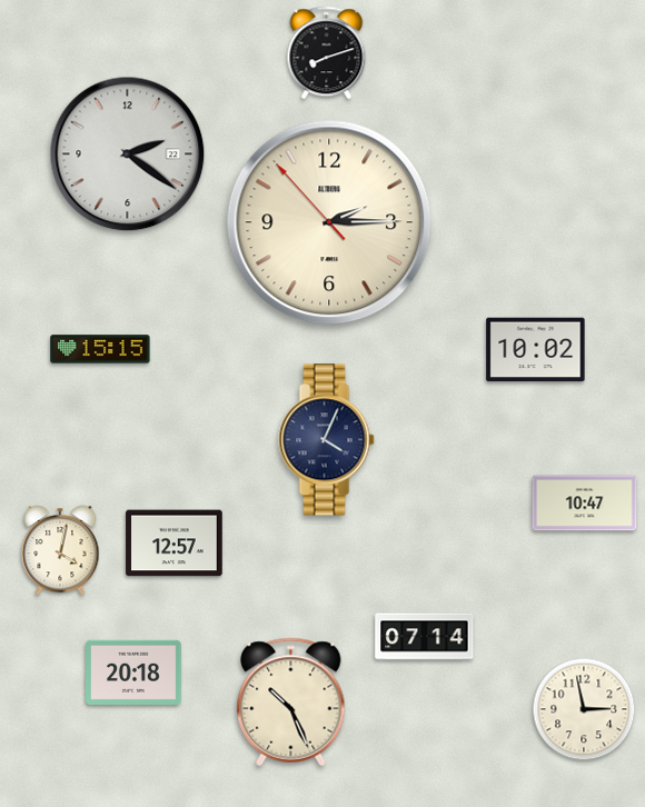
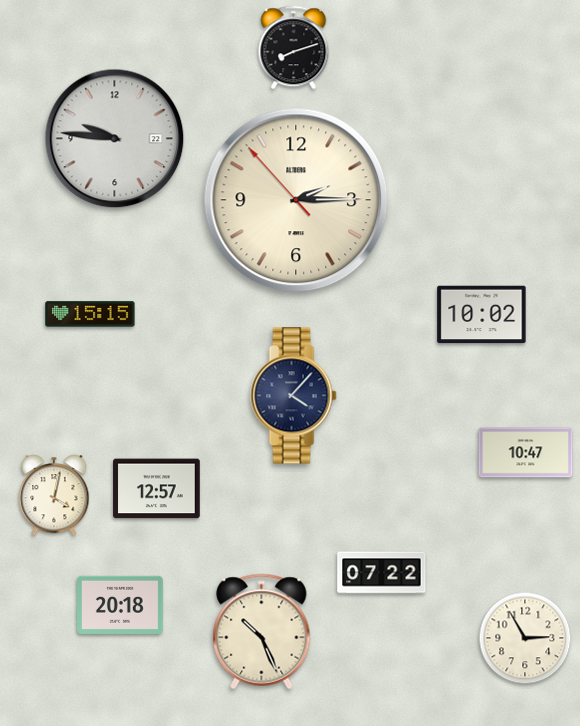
clock at (128, 155): 2:21 -> 9:46
clock at (327, 440): 4:04 -> 4:07
clock at (425, 637): 07:14 -> 07:22
clock at (584, 709): 2:58 -> 2:55
